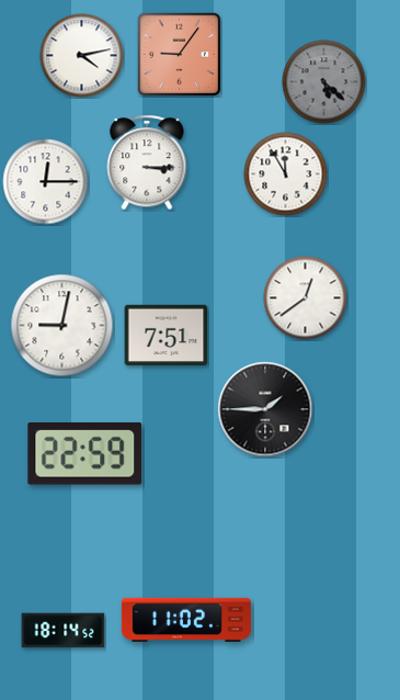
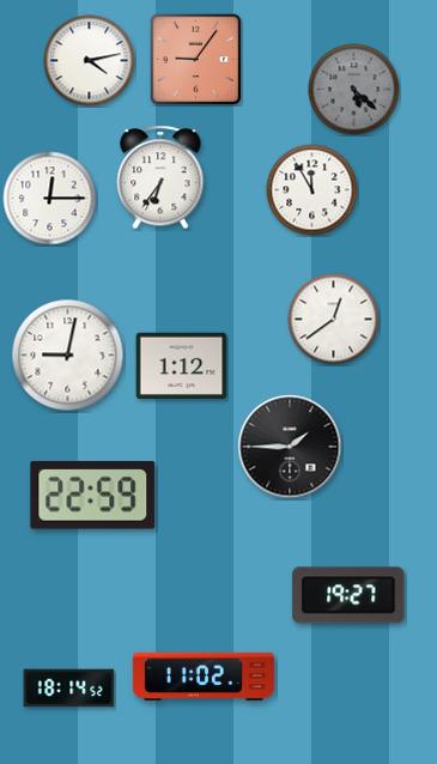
clock at (147, 162): 3:15 -> 6:36
clock at (306, 298) position: (306, 298) -> (334, 320)
clock at (167, 336): 7:51 -> 1:12
clock at (348, 595): none -> 19:27
